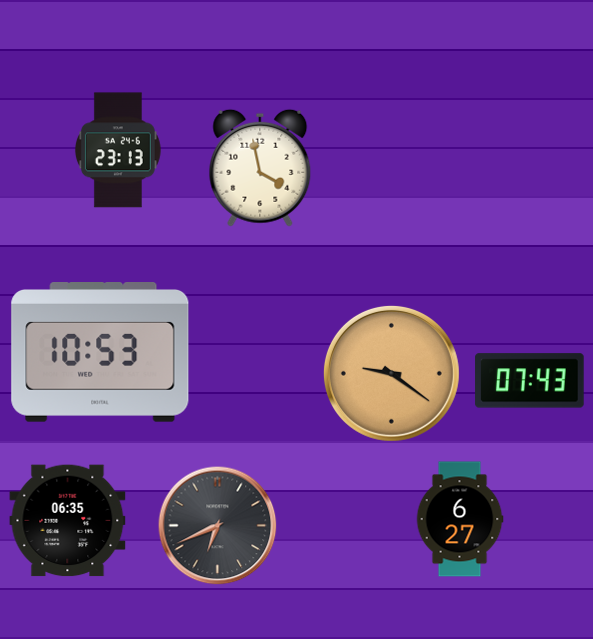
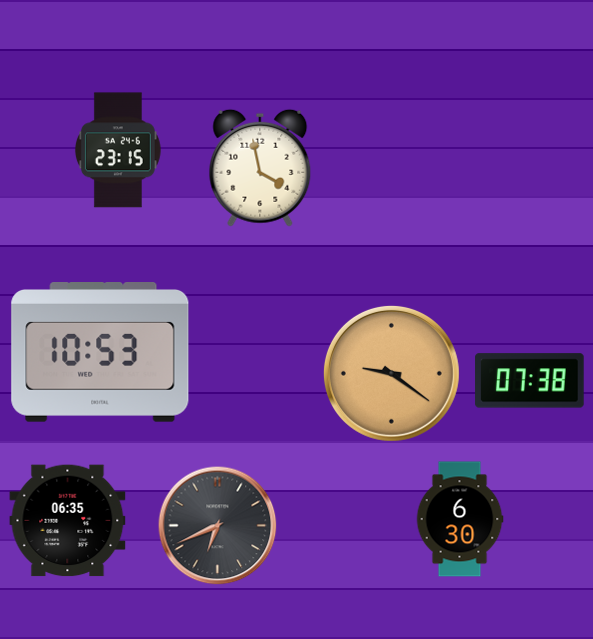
clock at (118, 150): 23:13 -> 23:15
clock at (530, 381): 07:43 -> 07:38
clock at (460, 519): 6:27 -> 6:30
